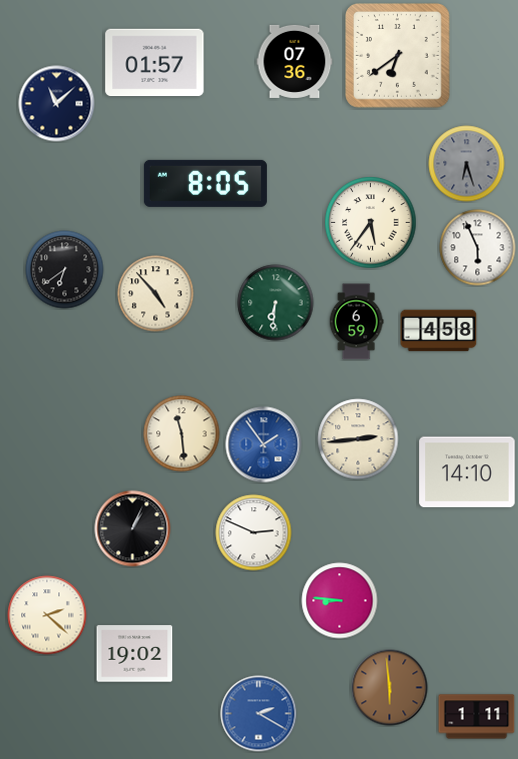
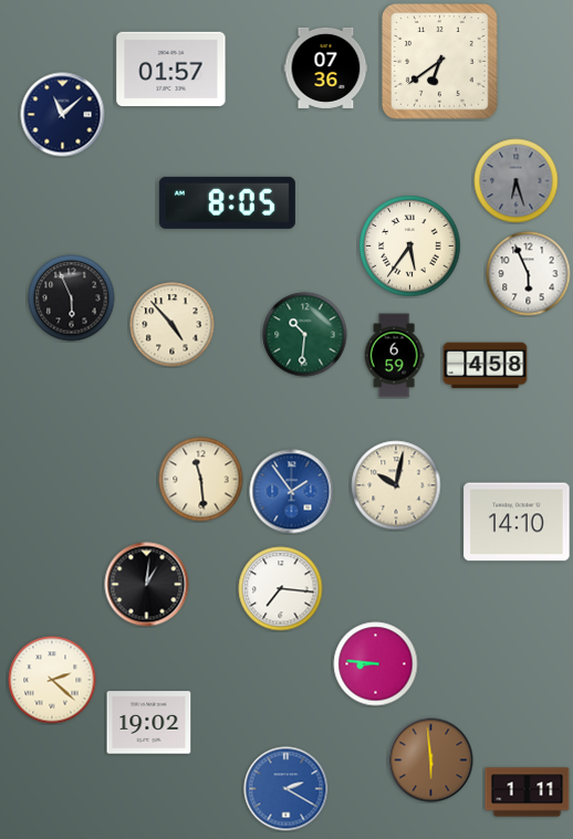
clock at (65, 270): 6:39 -> 5:56
clock at (276, 303): 6:31 -> 10:31
clock at (358, 439): 2:44 -> 10:02
clock at (133, 529): 1:04 -> 1:01
clock at (254, 533): 2:49 -> 7:16
